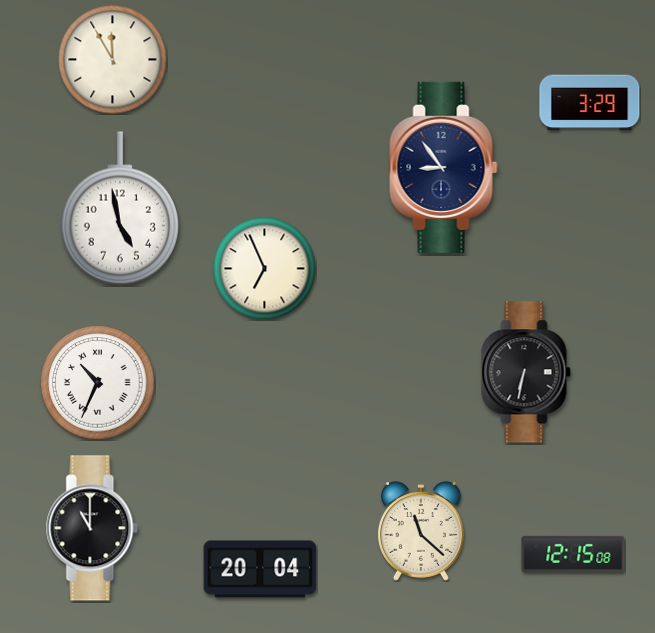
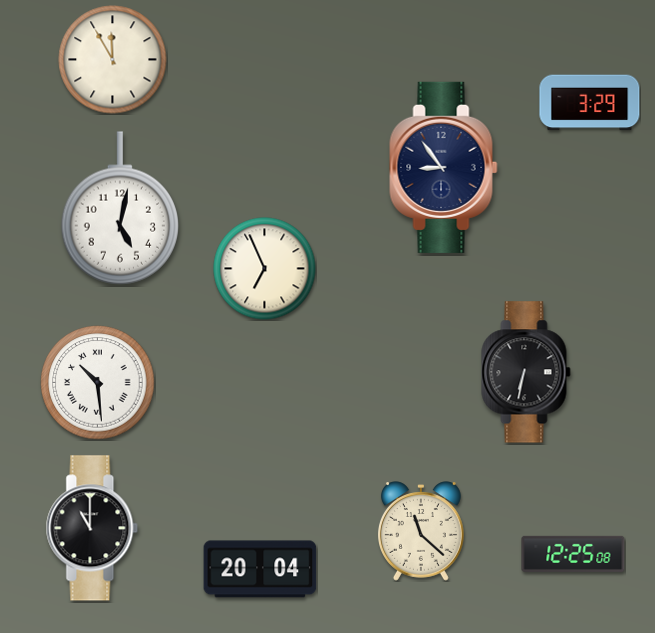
clock at (119, 208): 4:58 -> 5:02
clock at (98, 383): 10:34 -> 10:29
clock at (573, 554): 12:15 -> 12:25
